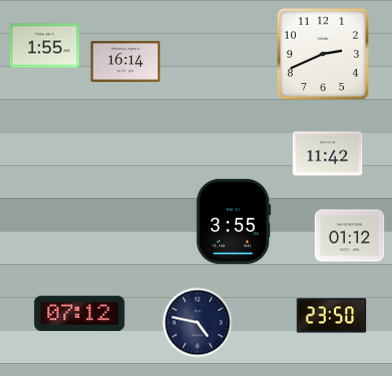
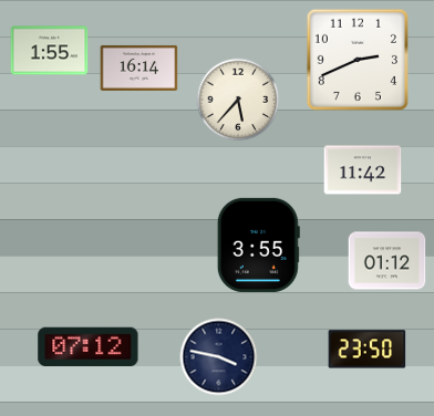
clock at (238, 100): none -> 5:37
clock at (198, 323): 4:47 -> 3:47
